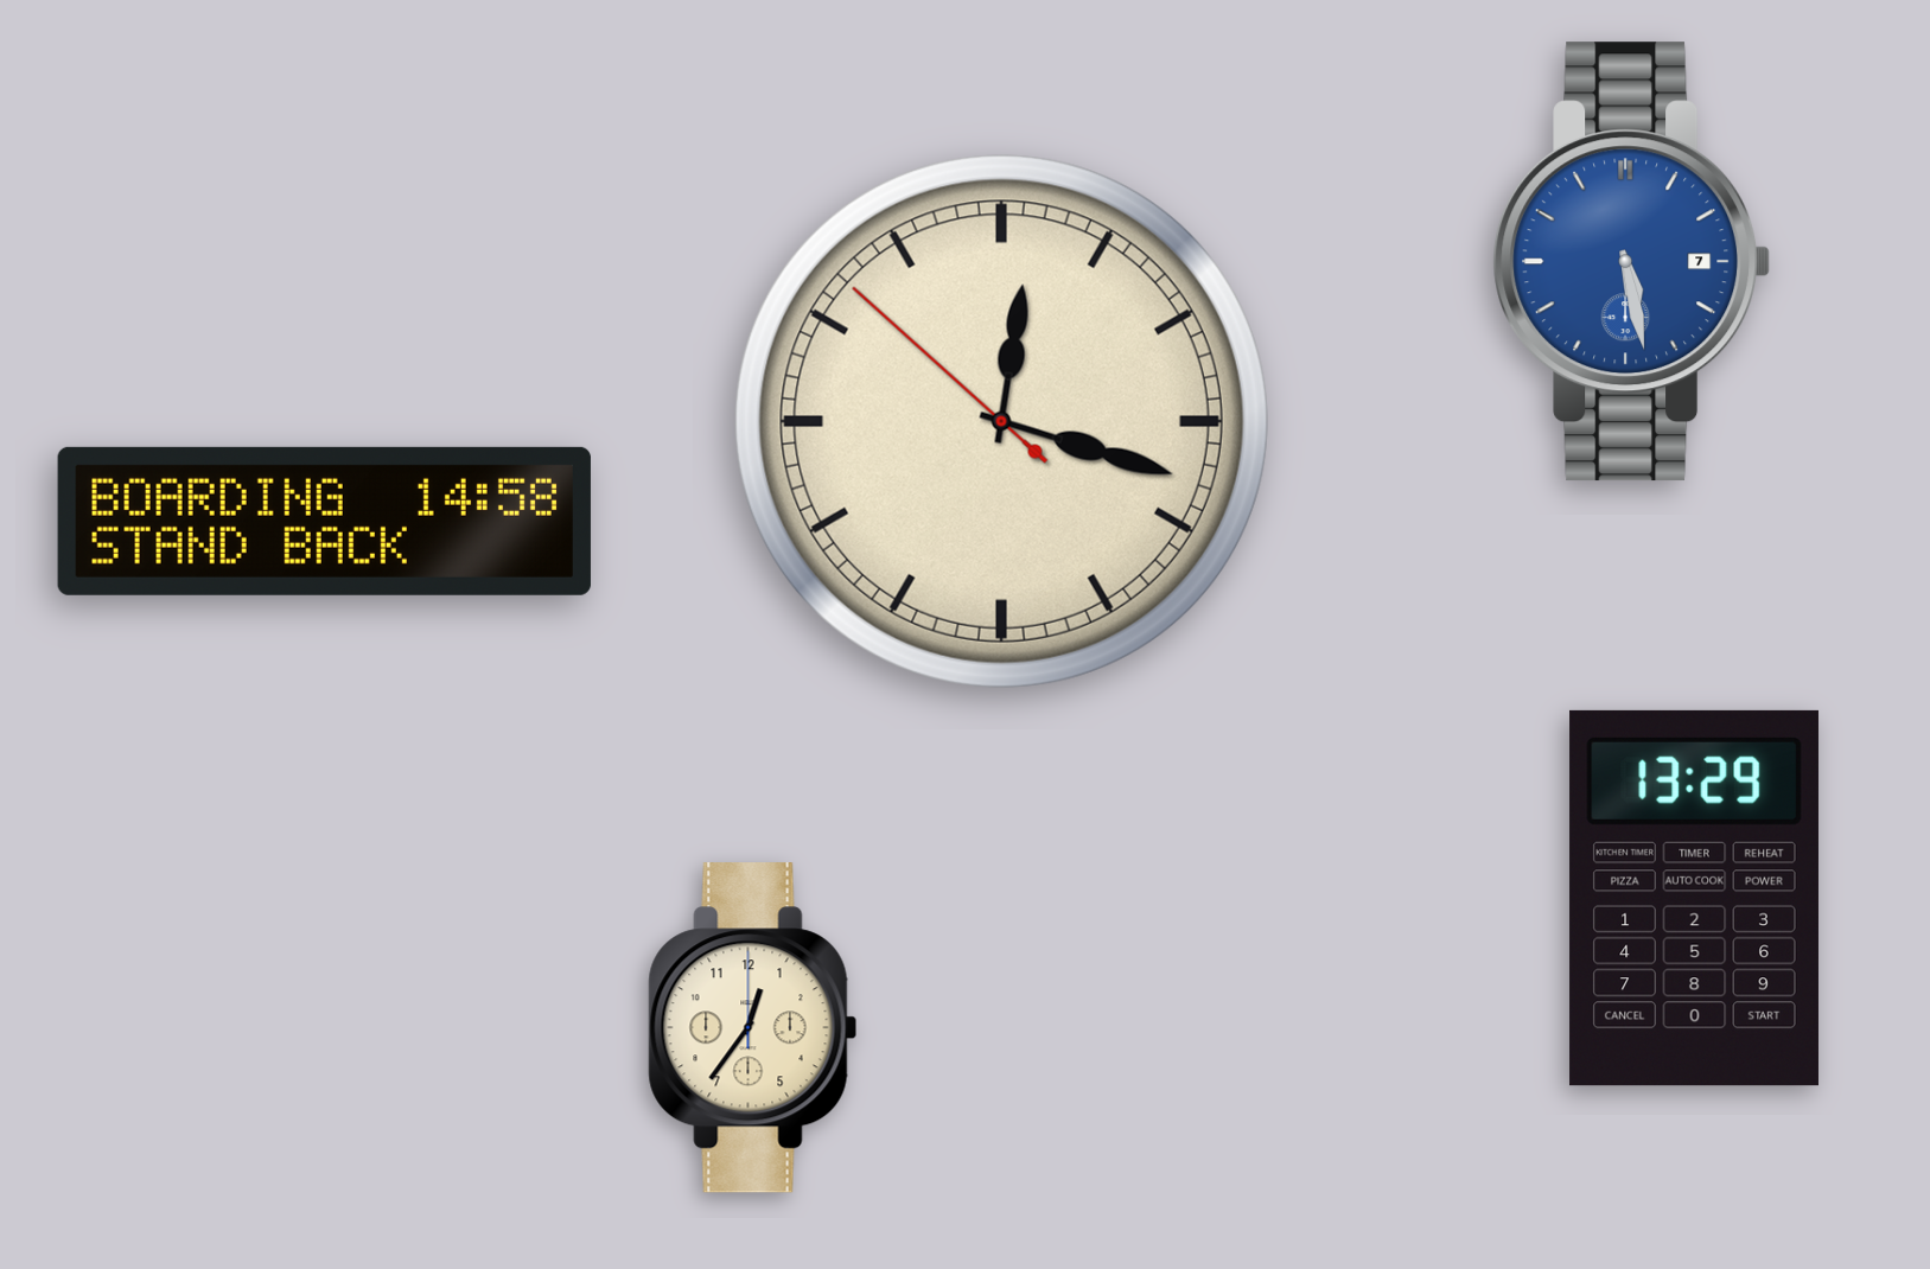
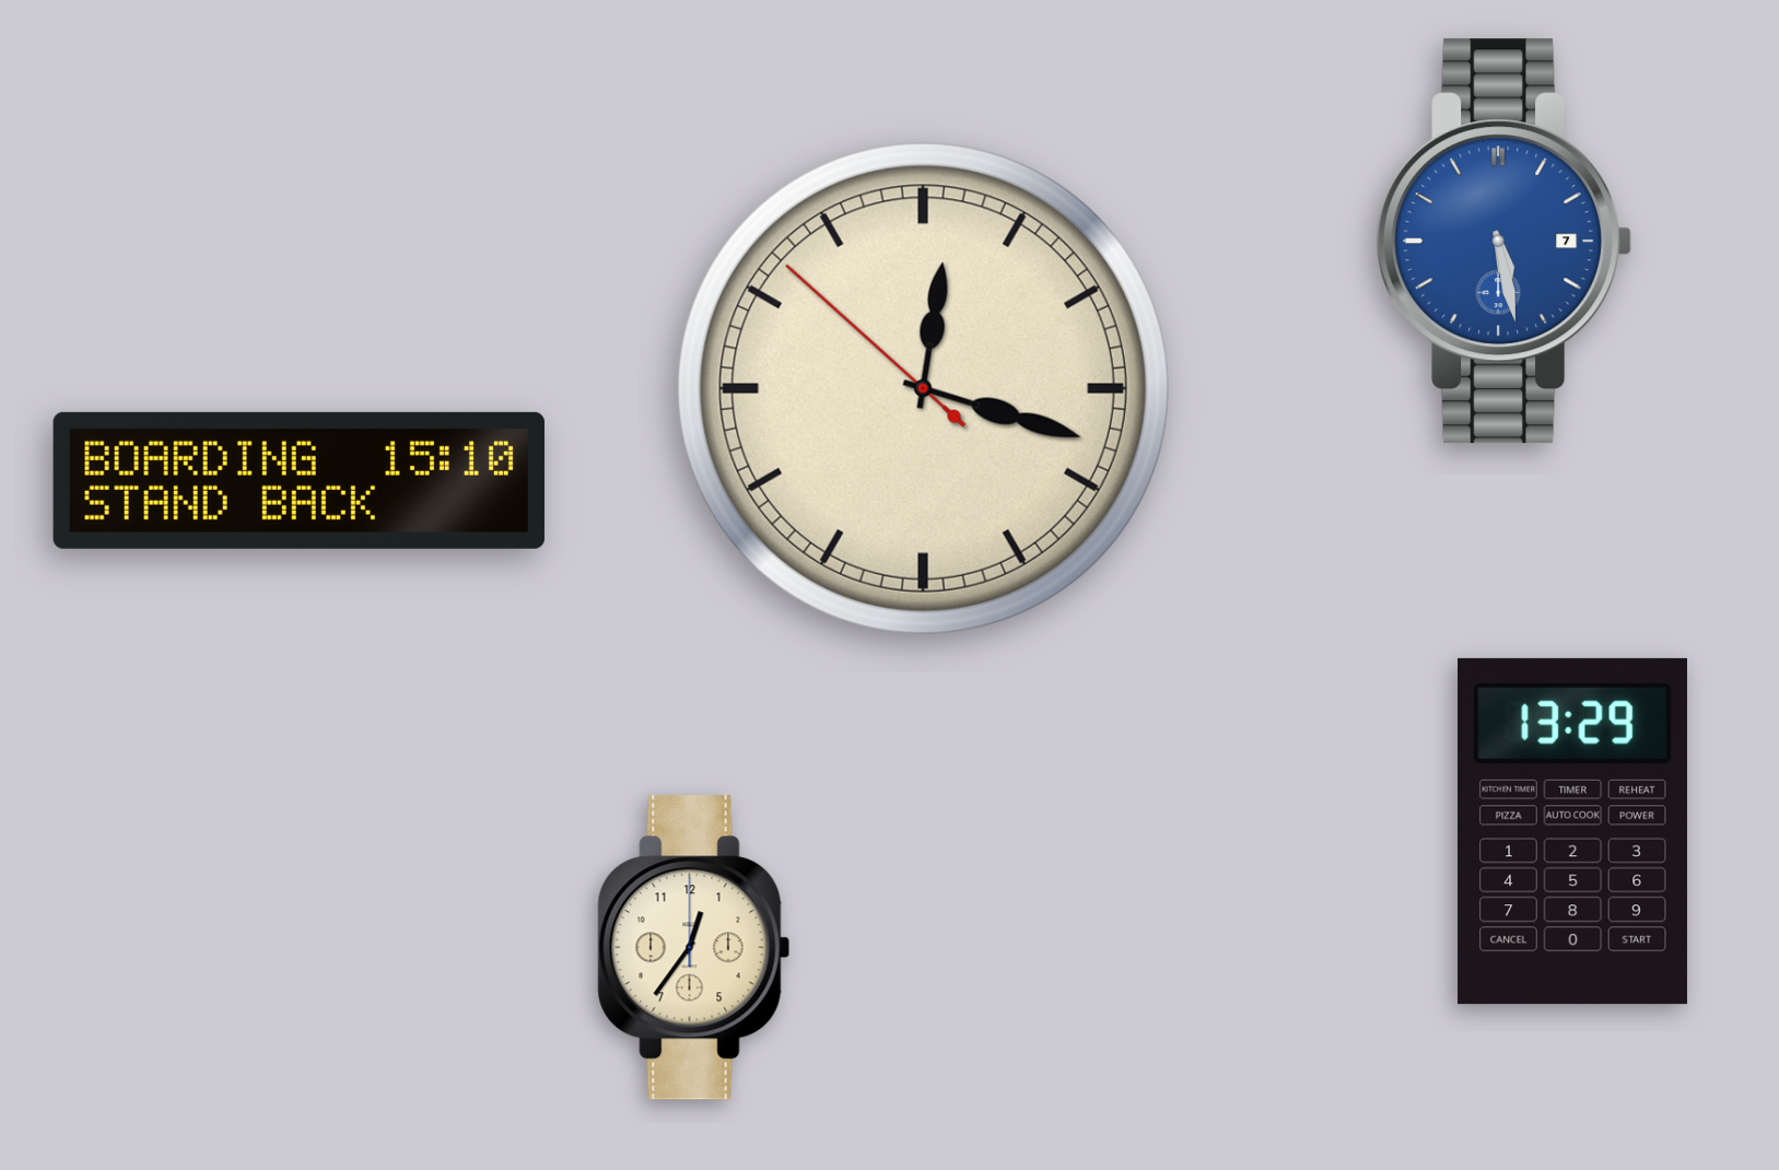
clock at (324, 521): 14:58 -> 15:10
clock at (1694, 898) position: (1694, 898) -> (1572, 831)
